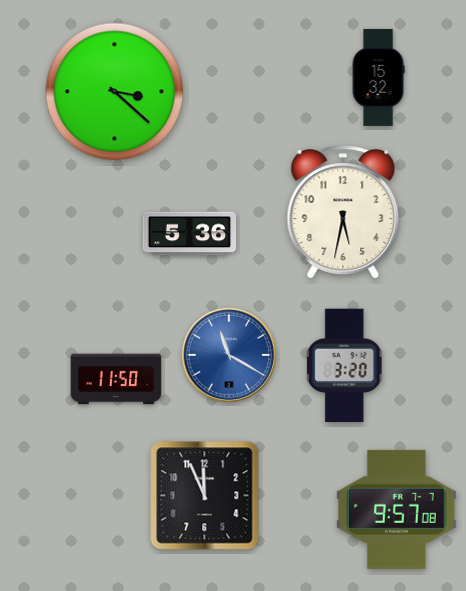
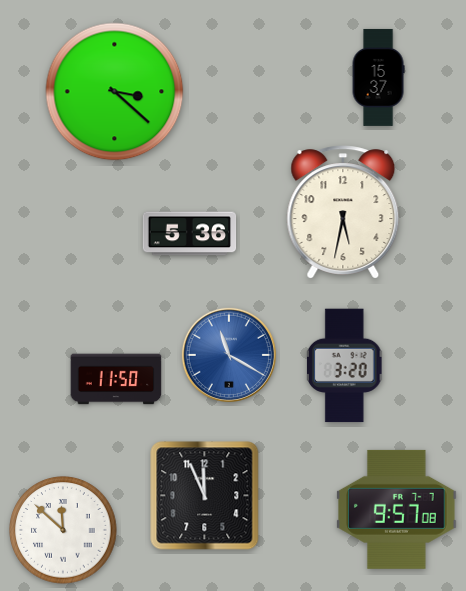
clock at (378, 77): 15:32 -> 15:37
clock at (63, 530): none -> 11:52
